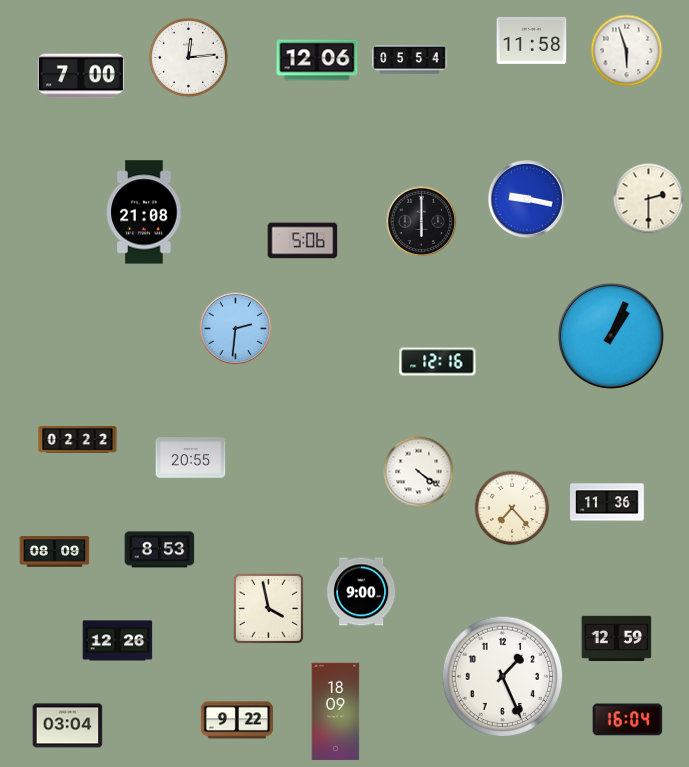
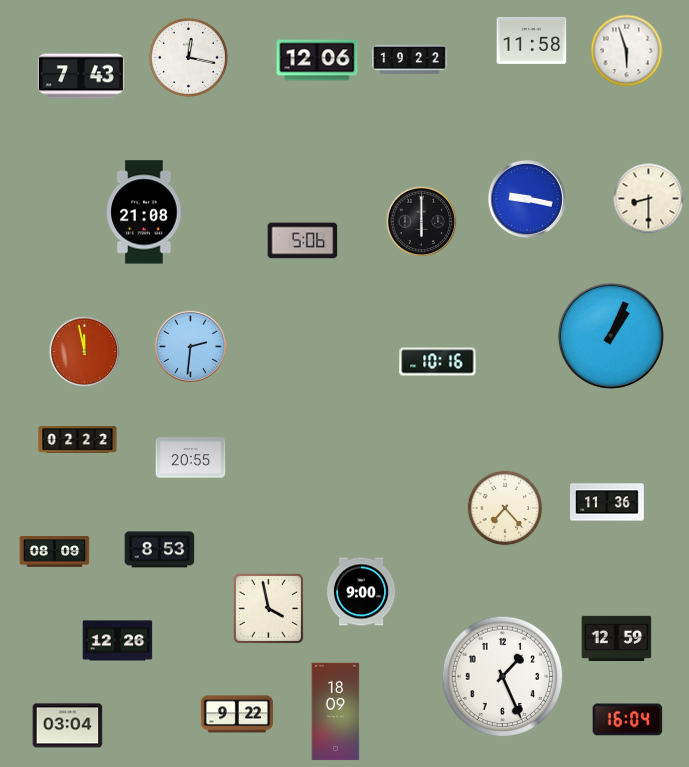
clock at (188, 57): 12:14 -> 12:17
clock at (410, 60): 05:54 -> 19:22
clock at (81, 76): 7:00 -> 7:43
clock at (649, 199): 2:30 -> 8:30
clock at (236, 329) position: (236, 329) -> (191, 347)
clock at (85, 352): none -> 11:58
clock at (438, 362): 12:16 -> 10:16
clock at (419, 472): 4:21 -> none
clock at (512, 508) position: (512, 508) -> (505, 508)
clock at (237, 720) position: (237, 720) -> (237, 714)
